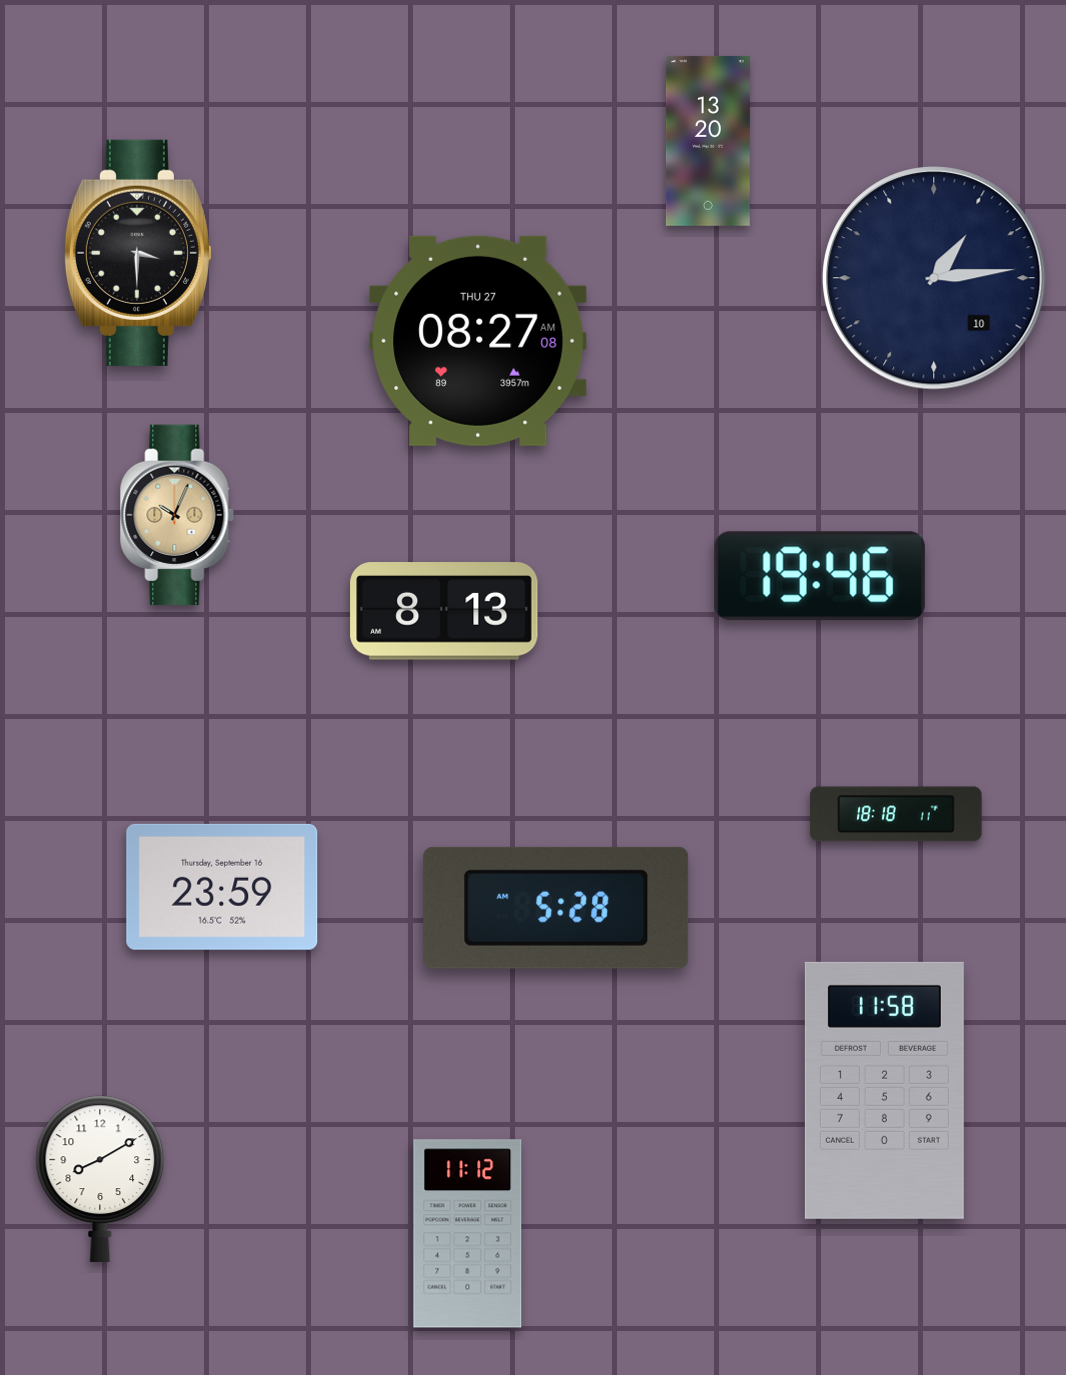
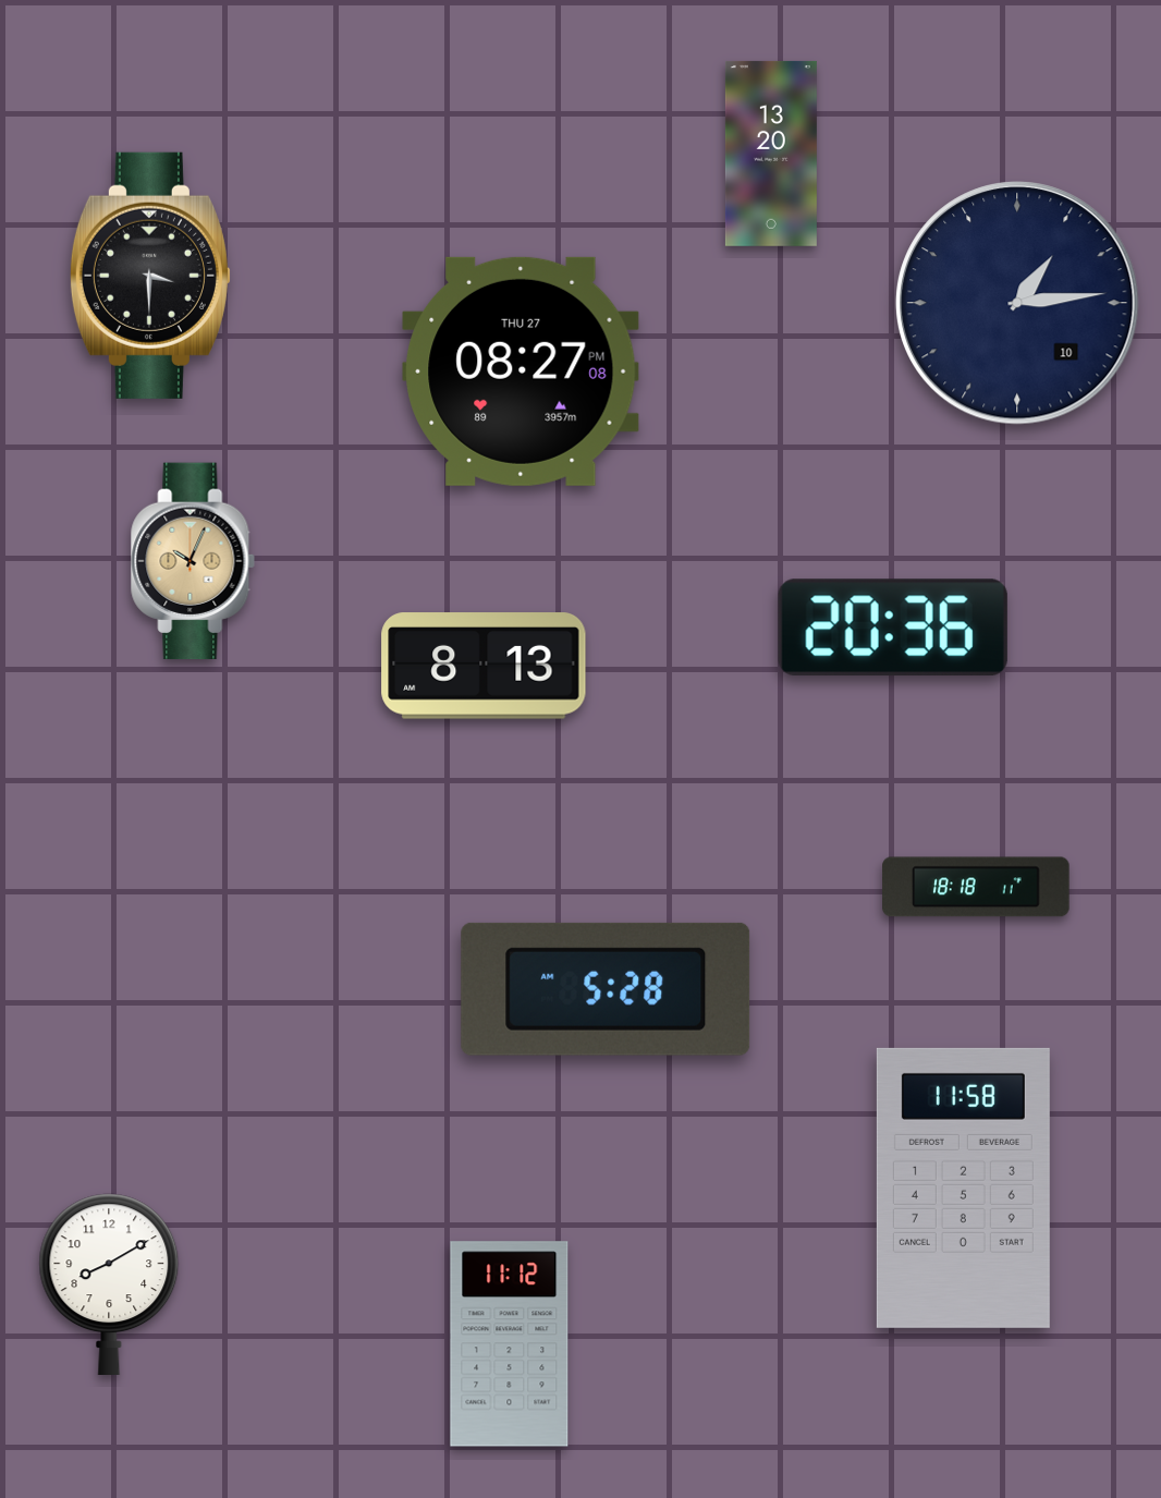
clock at (478, 341): 08:27:08 AM -> 08:27:08 PM
clock at (820, 576): 19:46 -> 20:36
clock at (222, 887): 23:59 -> none
